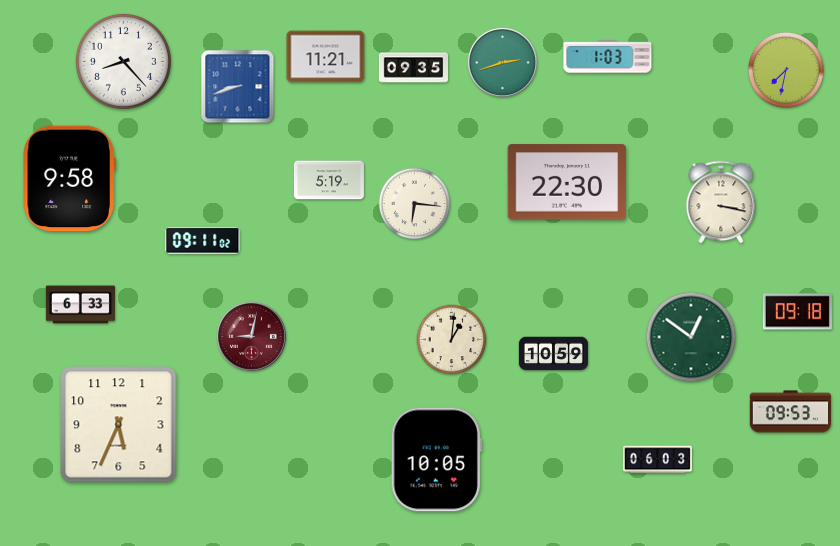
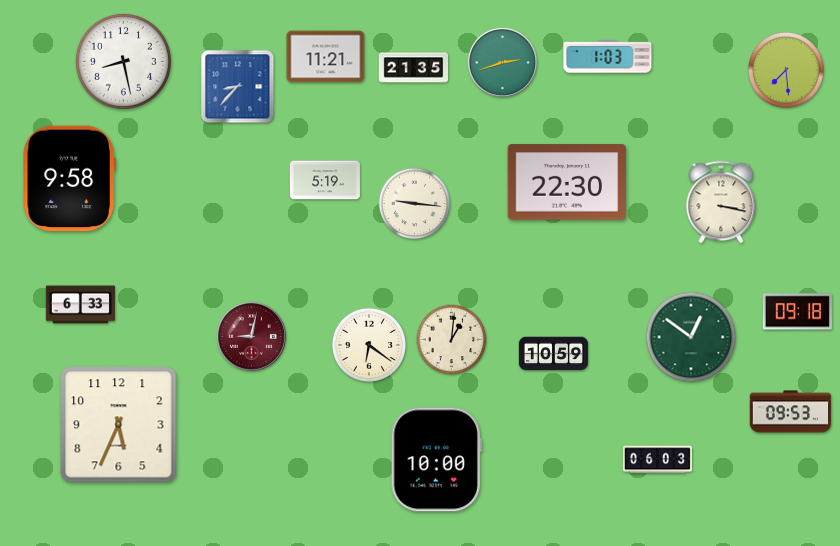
clock at (123, 61): 8:23 -> 8:28
clock at (413, 68): 09:35 -> 21:35
clock at (787, 71): 7:32 -> 7:29
clock at (238, 87): 8:42 -> 8:37
clock at (329, 180) position: (329, 180) -> (325, 180)
clock at (415, 204): 6:16 -> 9:16
clock at (203, 241): 09:11 -> none
clock at (369, 345): none -> 6:21
clock at (436, 460): 10:05 -> 10:00
